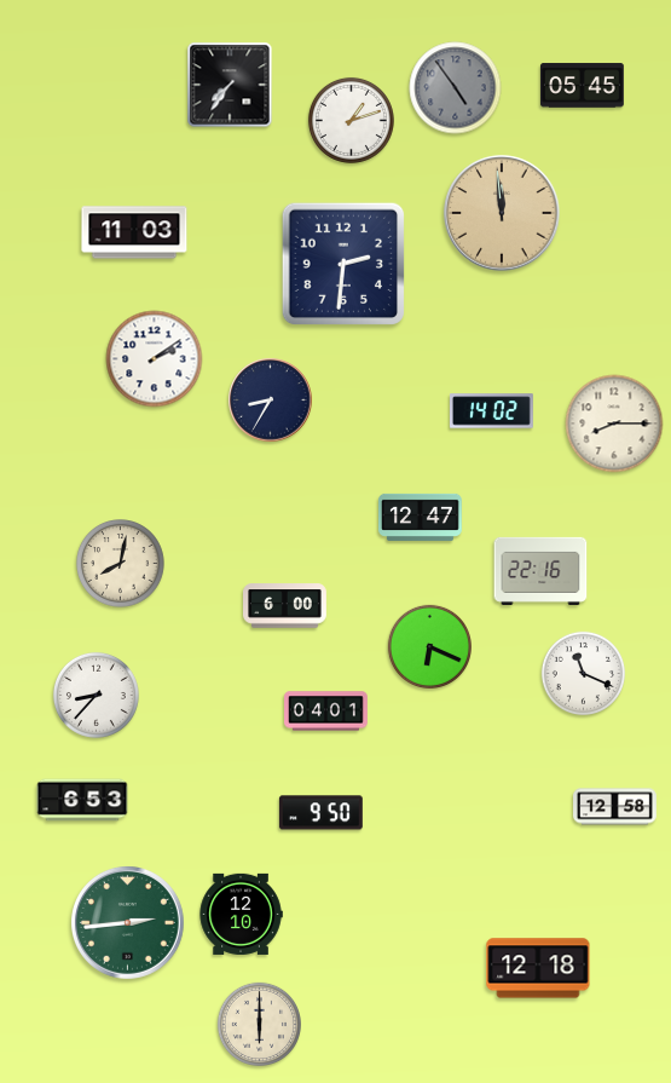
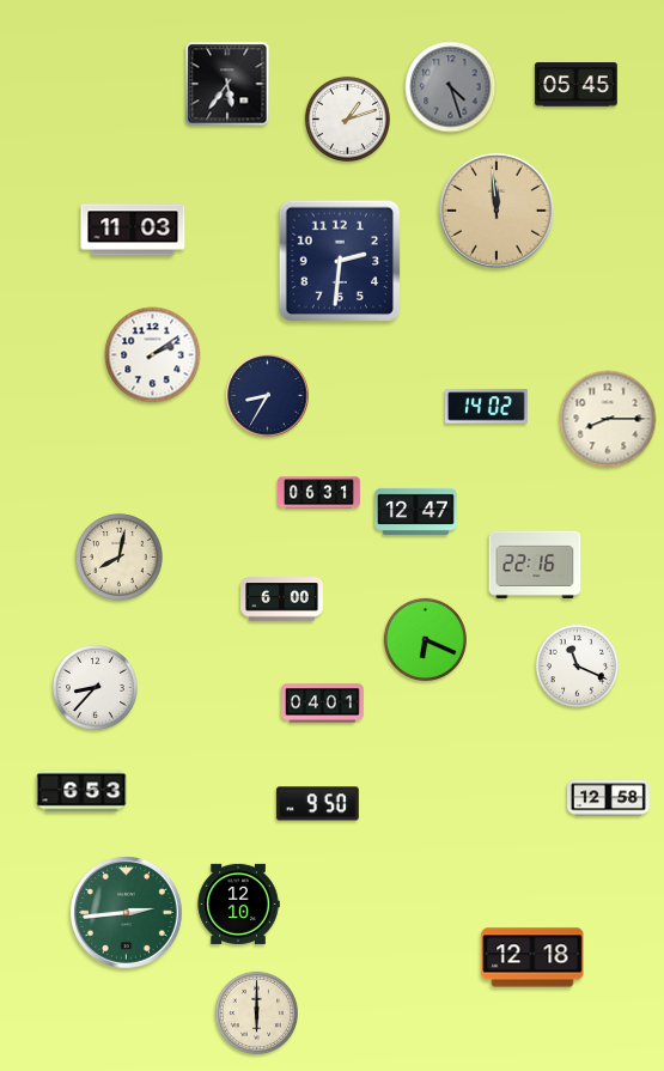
clock at (230, 85): 7:36 -> 5:36
clock at (456, 88): 4:54 -> 4:27
clock at (319, 493): none -> 06:31
